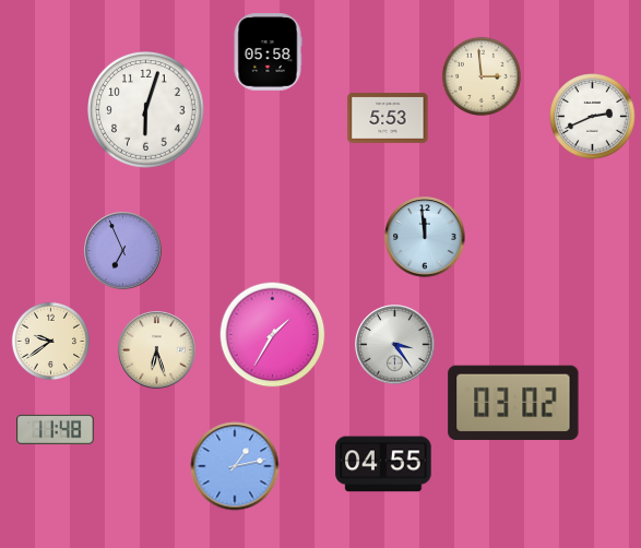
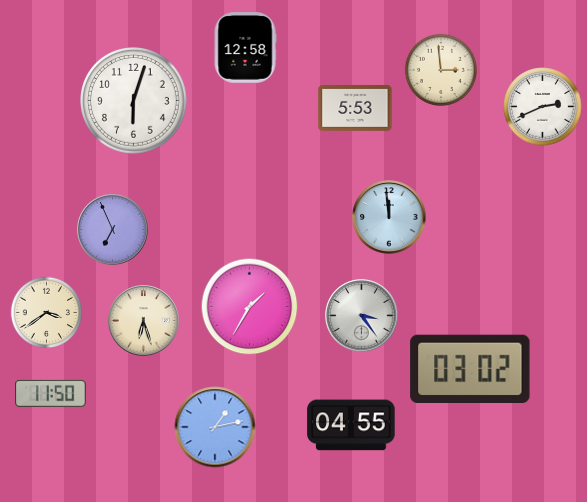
clock at (268, 52): 05:58 -> 12:58
clock at (50, 341): 9:39 -> 3:39
clock at (56, 429): 11:48 -> 11:50
